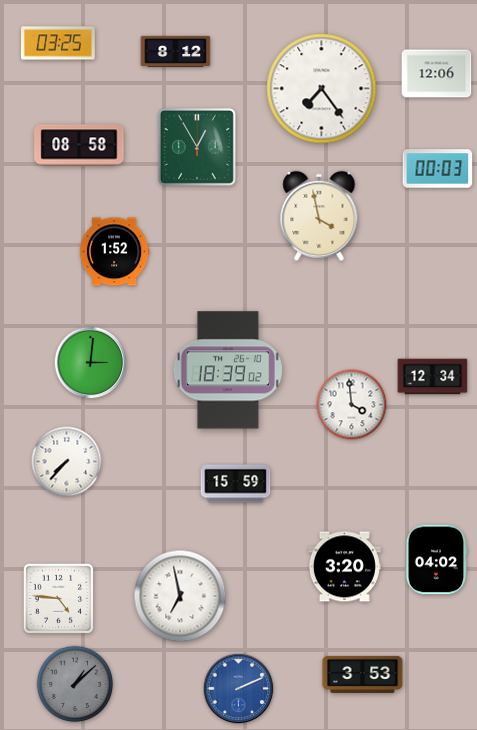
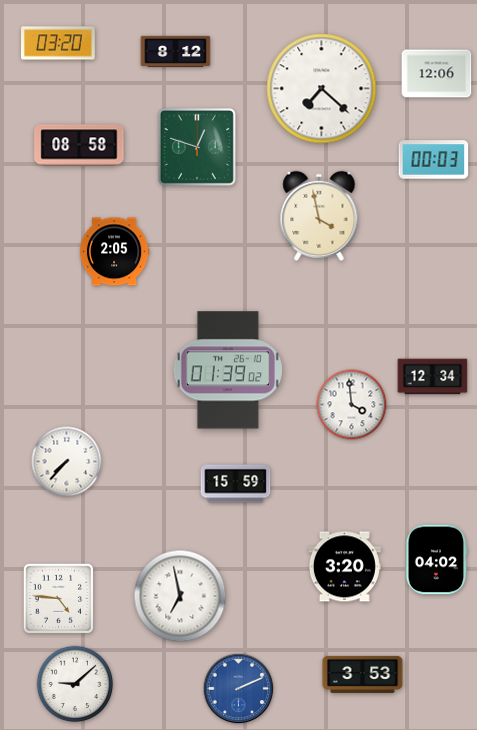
clock at (59, 43): 03:25 -> 03:20
clock at (322, 89): 7:24 -> 7:22
clock at (197, 147): 12:55 -> 12:48
clock at (438, 169) position: (438, 169) -> (434, 160)
clock at (114, 252): 1:52 -> 2:05
clock at (91, 363): 3:01 -> none
clock at (228, 370): 18:39 -> 01:39
clock at (75, 684): 1:08 -> 9:08
clock at (75, 684) dial: grey -> white
